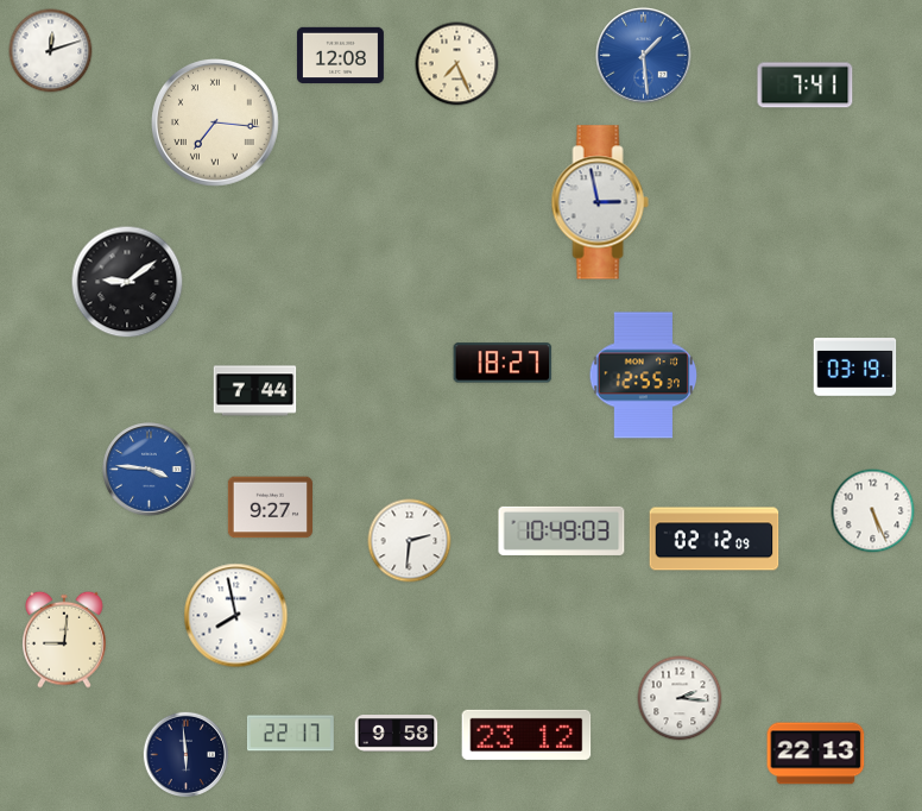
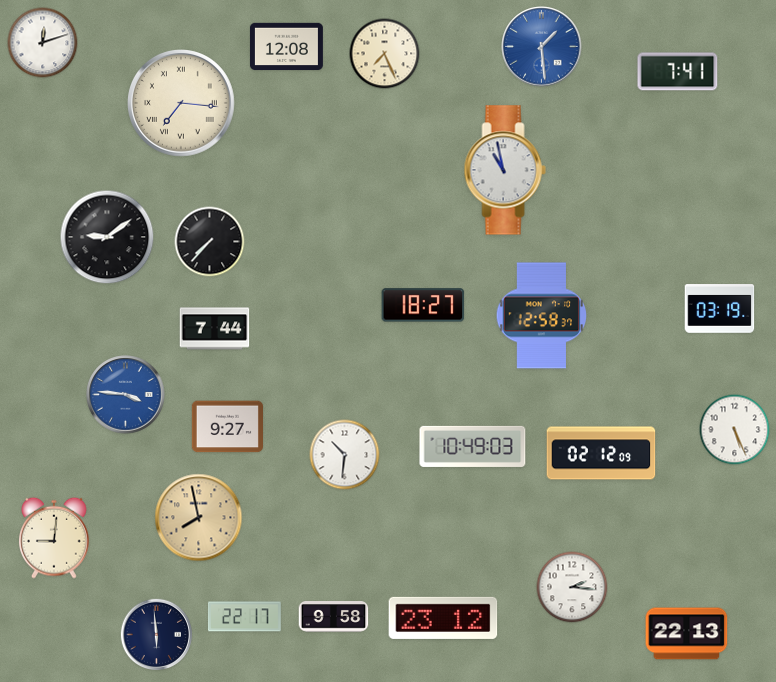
clock at (600, 202): 2:58 -> 10:58
clock at (210, 242): none -> 7:37
clock at (644, 376): 12:55 -> 12:58
clock at (410, 541): 2:31 -> 10:31
clock at (236, 616) dial: white -> champagne
